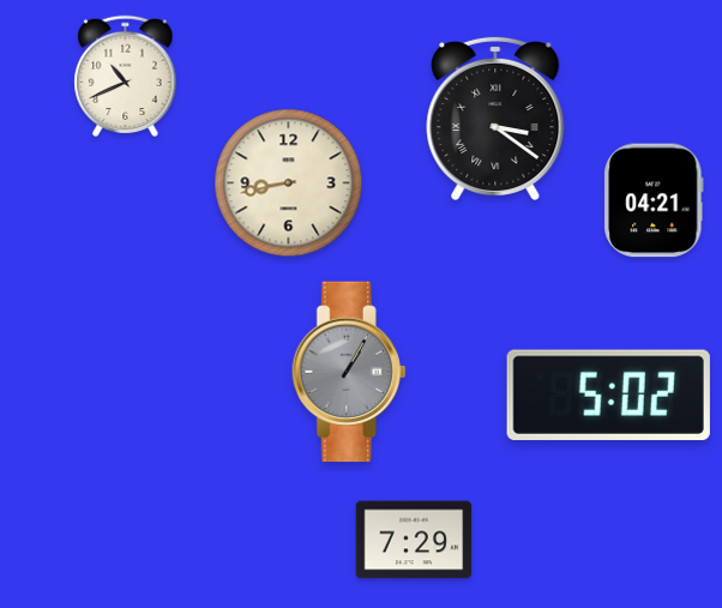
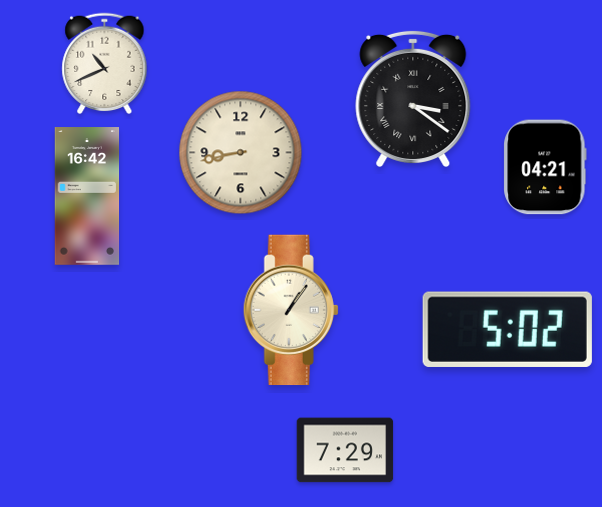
clock at (87, 196): none -> 16:42
clock at (349, 372): 1:05 -> 1:06
clock at (349, 372) dial: grey -> cream
